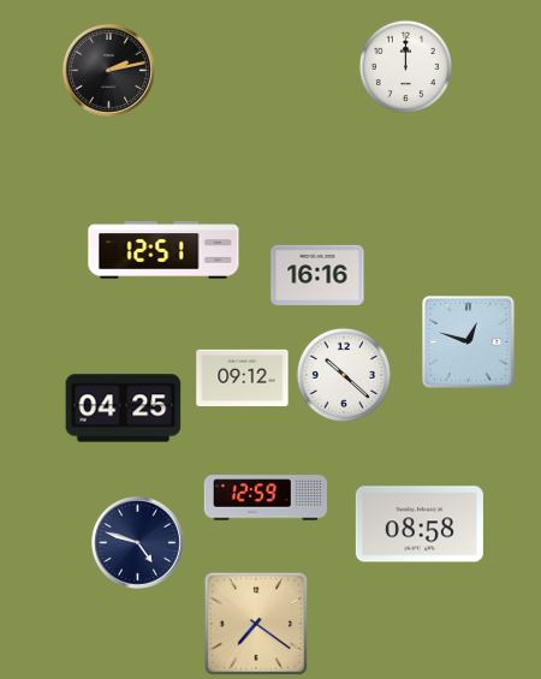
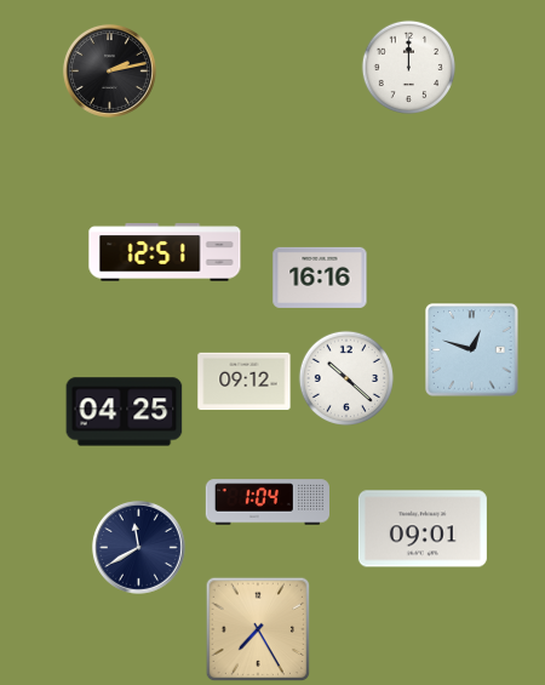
clock at (469, 343) position: (469, 343) -> (472, 350)
clock at (264, 498): 12:59 -> 1:04
clock at (420, 524): 08:58 -> 09:01
clock at (137, 542): 4:48 -> 11:40
clock at (256, 624): 7:21 -> 7:25
